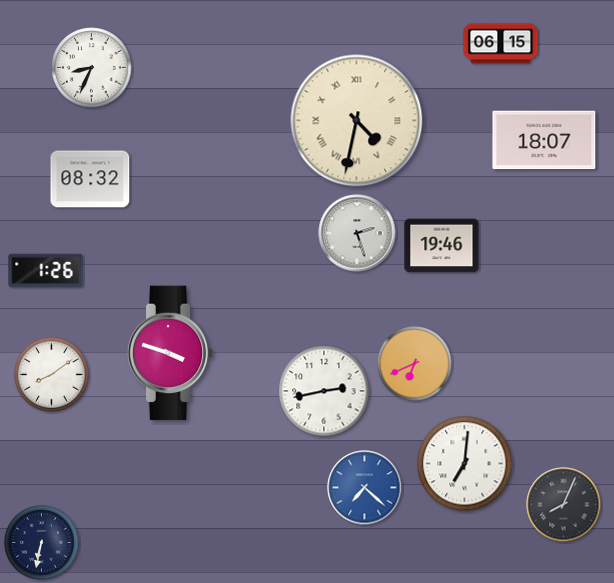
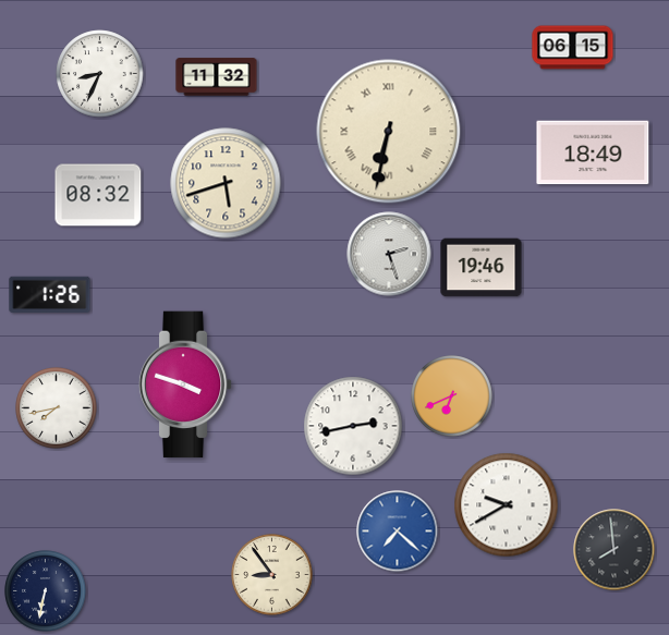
clock at (501, 44) position: (501, 44) -> (573, 48)
clock at (217, 77): none -> 11:32
clock at (357, 121): 4:32 -> 6:32
clock at (544, 140): 18:07 -> 18:49
clock at (226, 183): none -> 5:42
clock at (52, 375): 8:09 -> 7:43
clock at (465, 464): 7:01 -> 9:40
clock at (564, 505): 8:04 -> 7:59
clock at (272, 575): none -> 8:54
